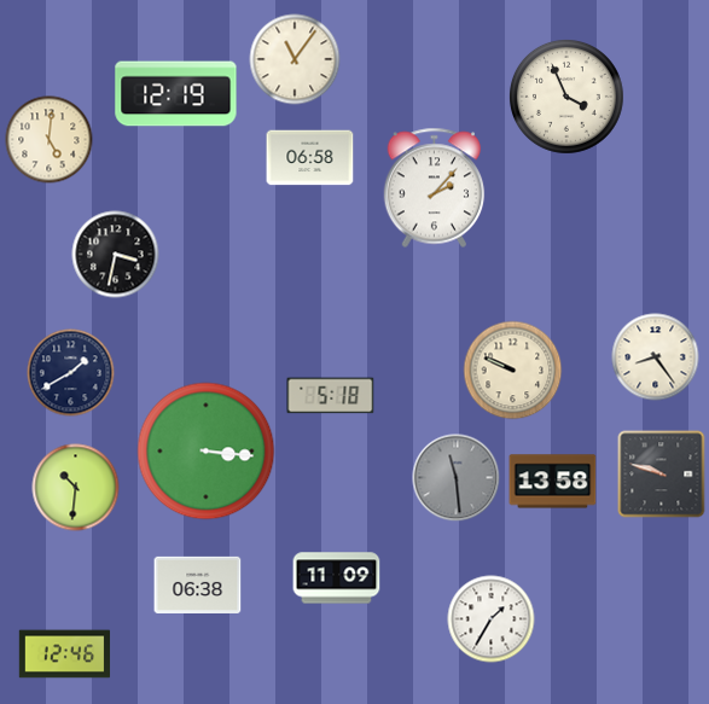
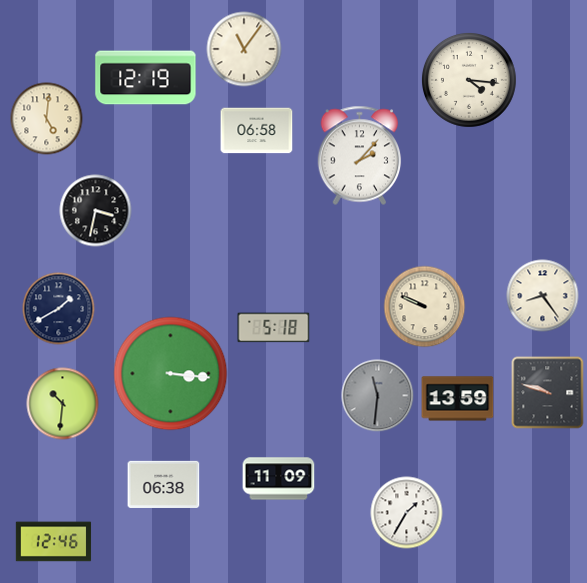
clock at (566, 97): 3:56 -> 4:16
clock at (50, 140) position: (50, 140) -> (47, 119)
clock at (457, 478): 11:29 -> 11:31
clock at (553, 482): 13:58 -> 13:59
